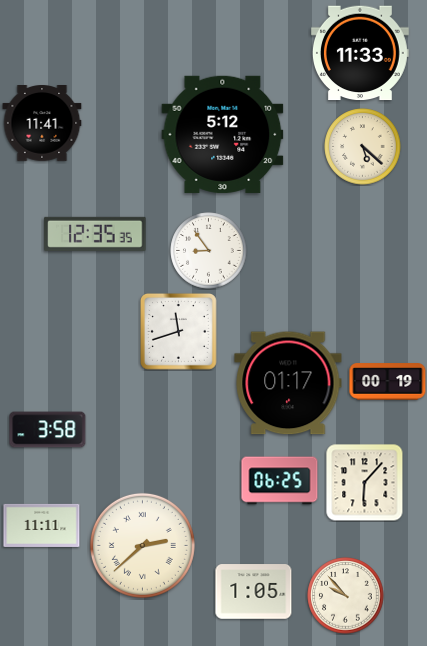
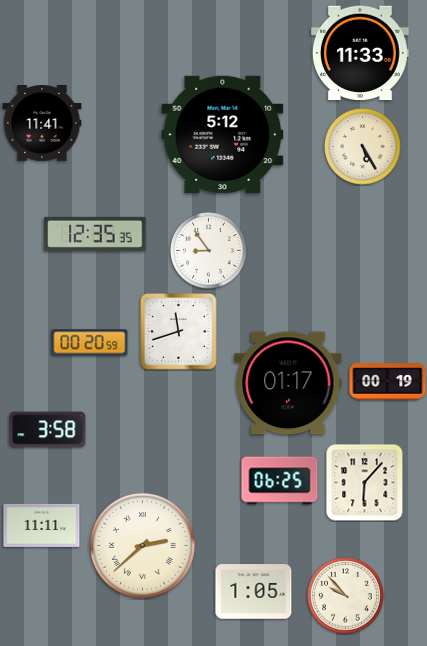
clock at (363, 147): 5:22 -> 5:25
clock at (90, 343): none -> 00:20
